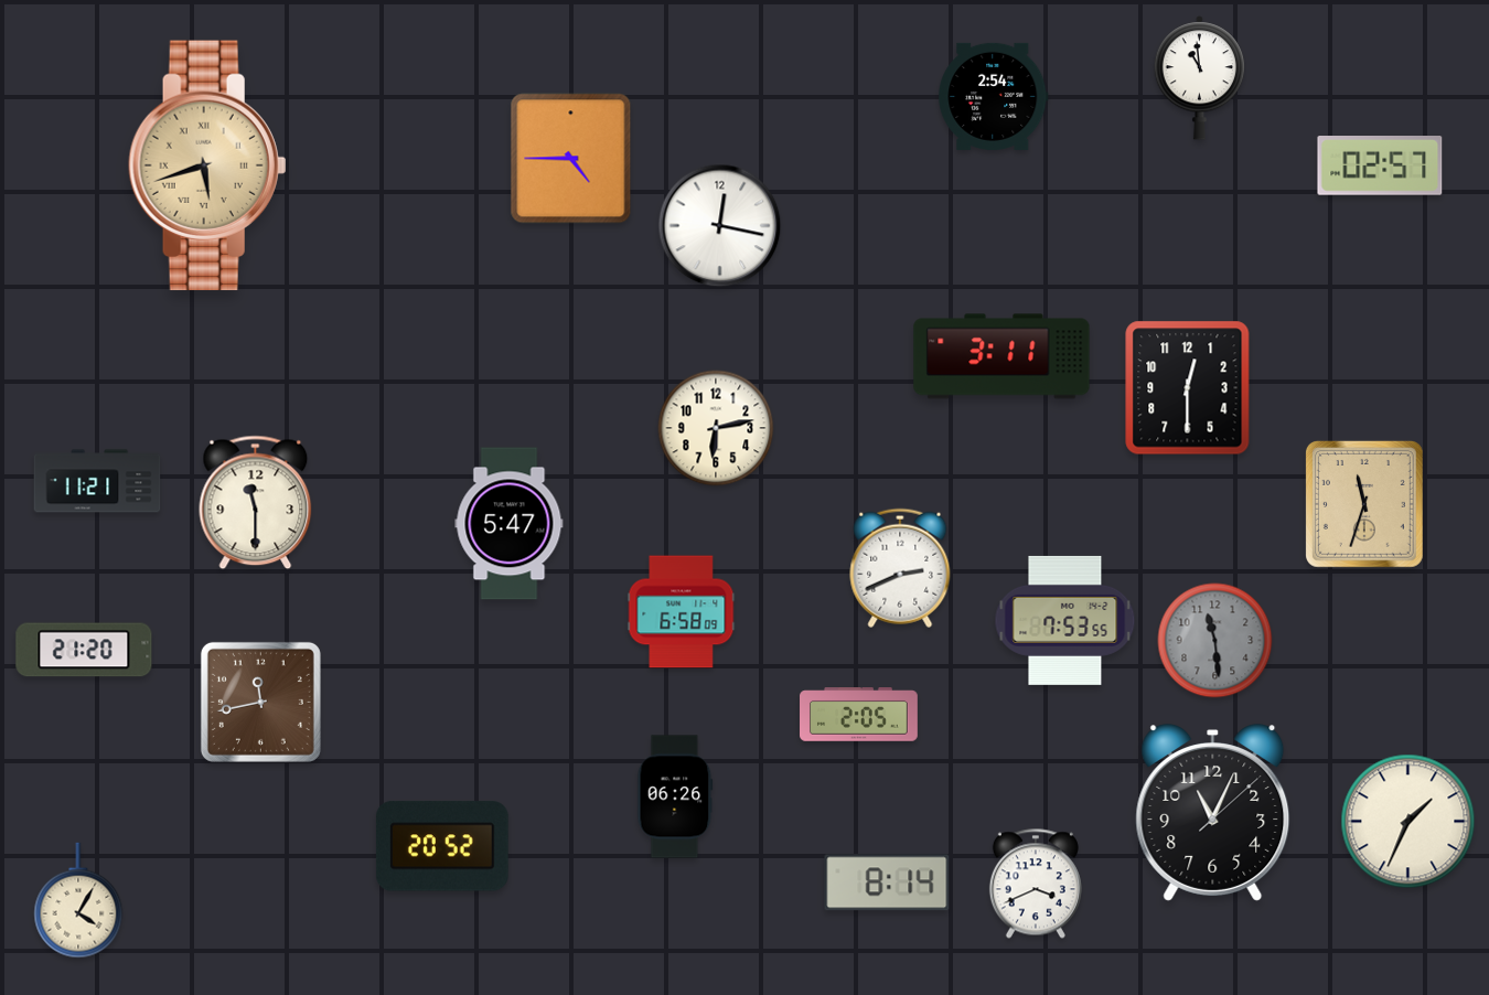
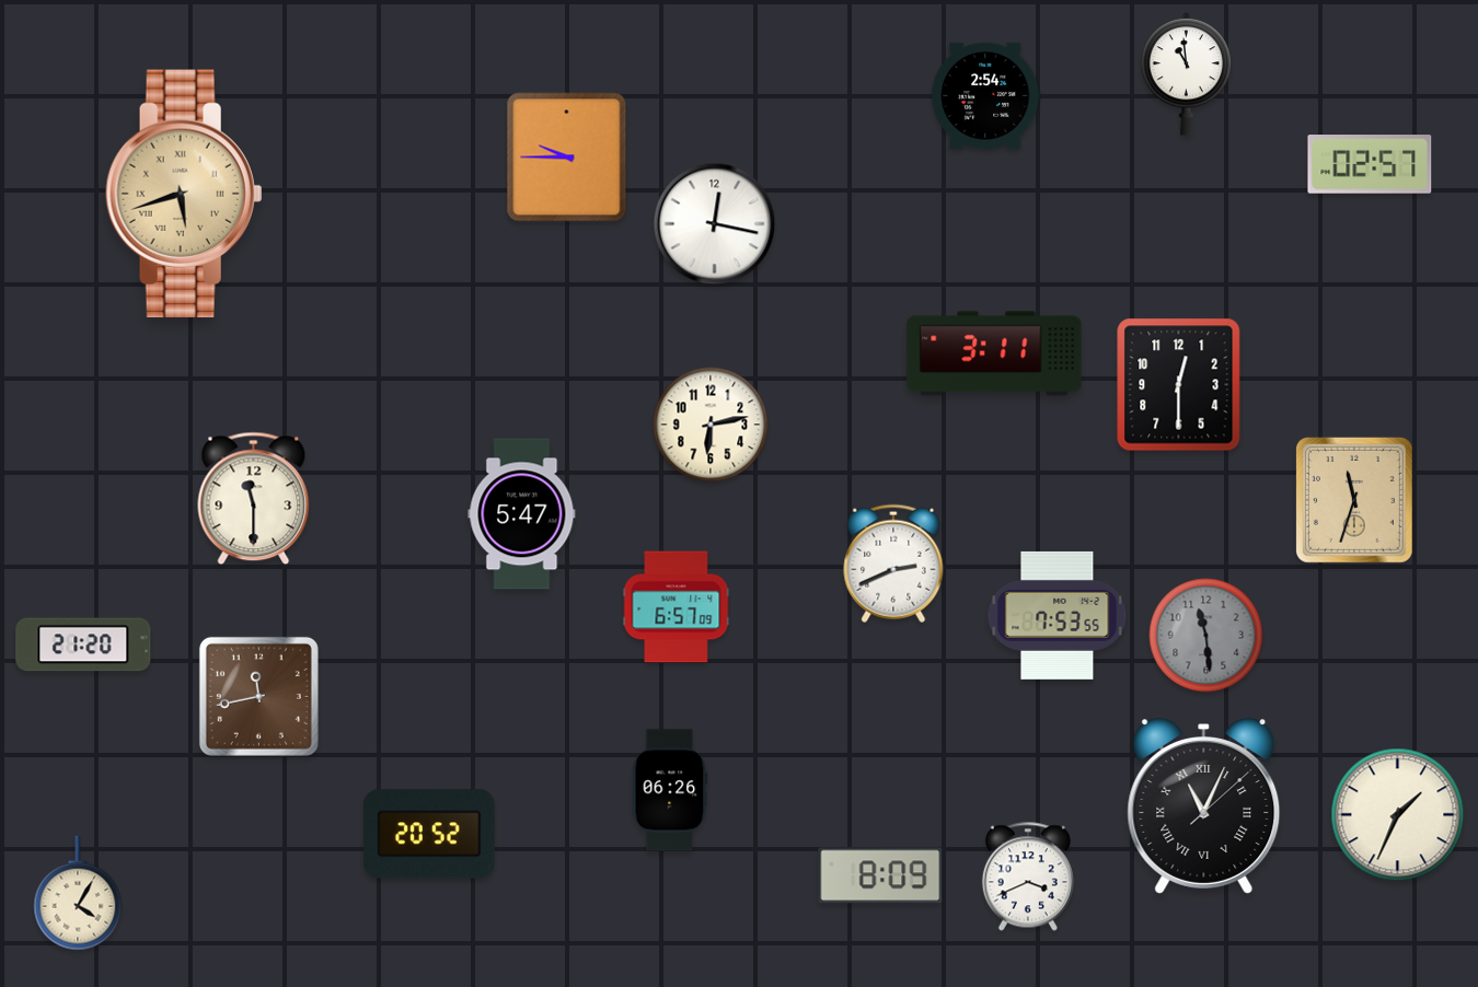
clock at (1199, 78) position: (1199, 78) -> (1186, 74)
clock at (571, 159): 4:45 -> 9:45
clock at (207, 165) position: (207, 165) -> (184, 194)
clock at (97, 481): 11:21 -> none
clock at (510, 524) position: (510, 524) -> (522, 514)
clock at (682, 612): 6:58 -> 6:57
clock at (859, 715): 2:05 -> none
clock at (1213, 813) numerals: Arabic -> Roman
clock at (442, 846) position: (442, 846) -> (429, 834)
clock at (887, 882): 8:14 -> 8:09
